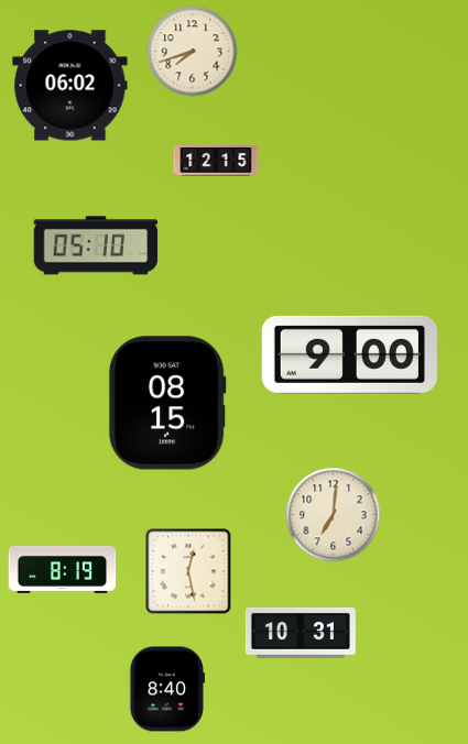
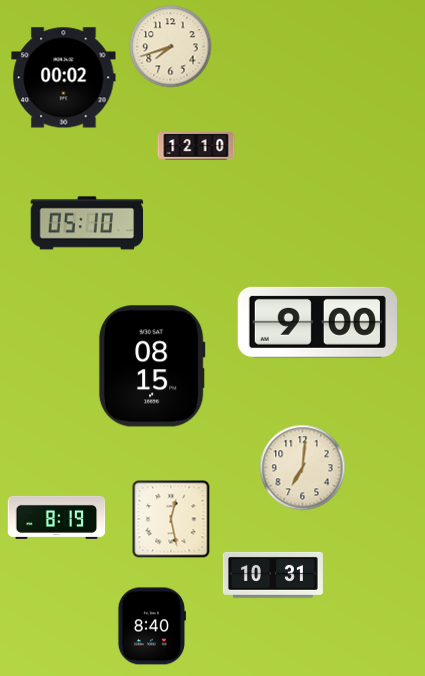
clock at (193, 52) position: (193, 52) -> (171, 47)
clock at (70, 86): 06:02 -> 00:02
clock at (216, 162): 12:15 -> 12:10
